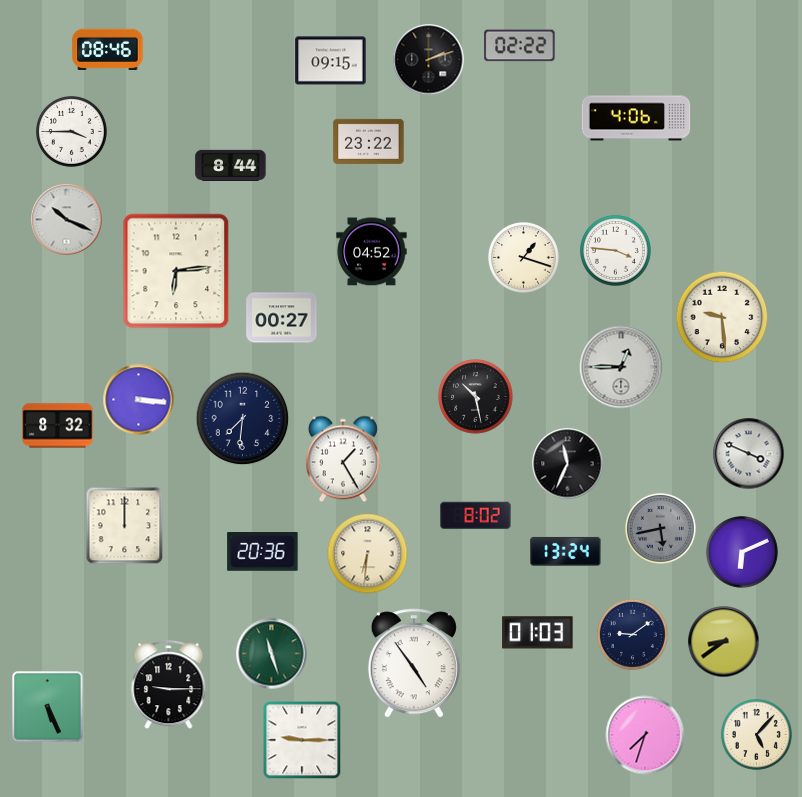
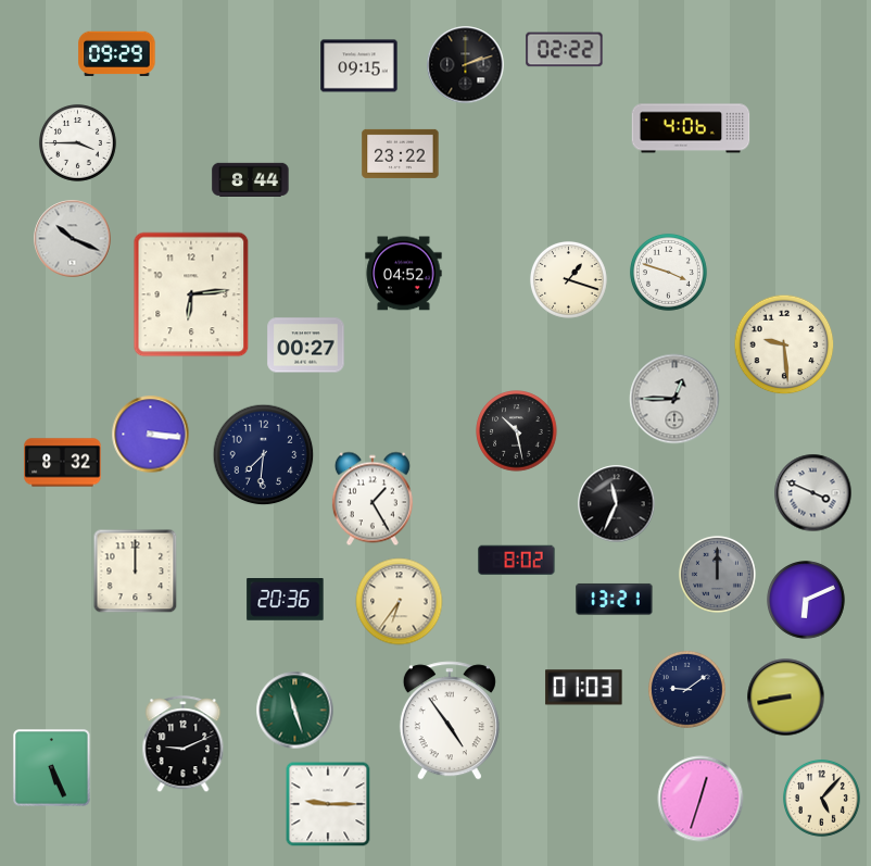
clock at (108, 49): 08:46 -> 09:29
clock at (615, 250): 3:46 -> 3:48
clock at (660, 528): 5:43 -> 12:00
clock at (566, 551): 13:24 -> 13:21
clock at (368, 554): 6:31 -> 6:36
clock at (724, 642): 8:39 -> 8:43
clock at (169, 685): 9:15 -> 9:11
clock at (645, 735): 7:33 -> 12:33
